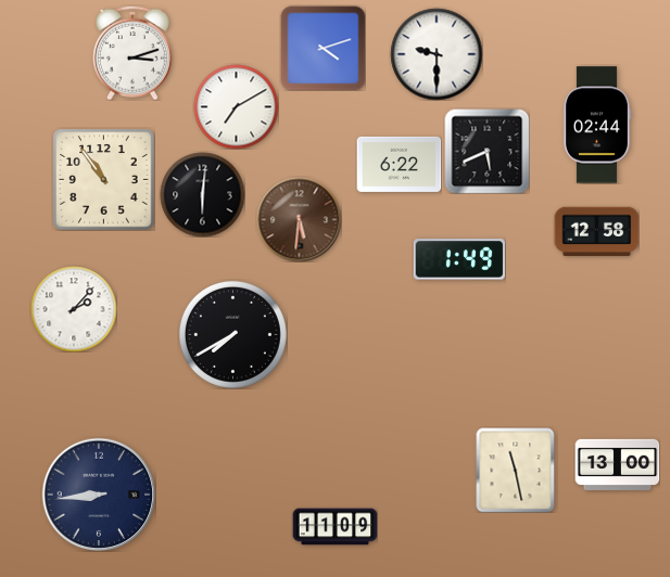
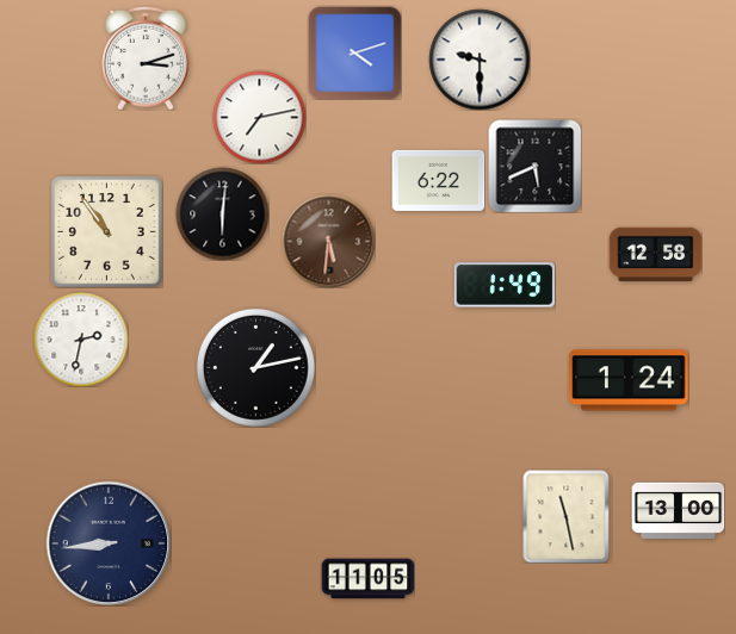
clock at (236, 106): 7:10 -> 7:13
clock at (596, 125): 02:44 -> none
clock at (103, 179) position: (103, 179) -> (106, 231)
clock at (74, 309): 2:07 -> 2:32
clock at (232, 334): 7:40 -> 1:13
clock at (629, 380): none -> 1:24
clock at (334, 527): 11:09 -> 11:05
